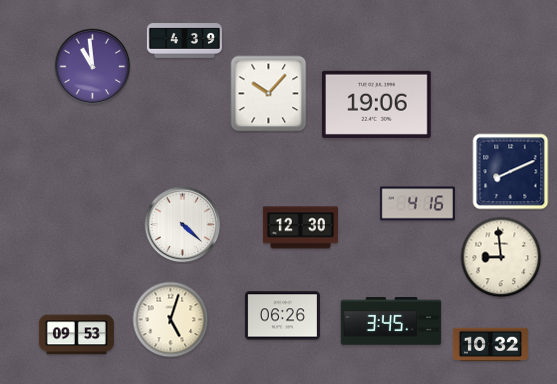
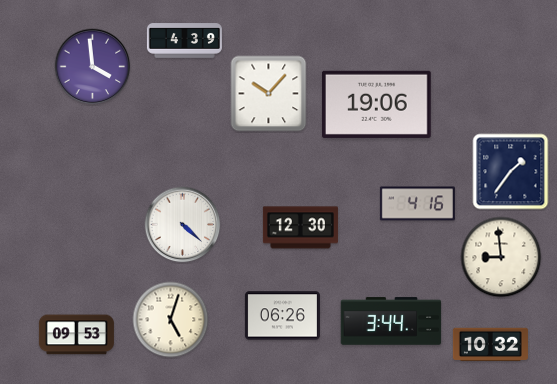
clock at (93, 67): 10:59 -> 3:59
clock at (511, 172): 8:11 -> 1:36
clock at (391, 321): 3:45 -> 3:44
